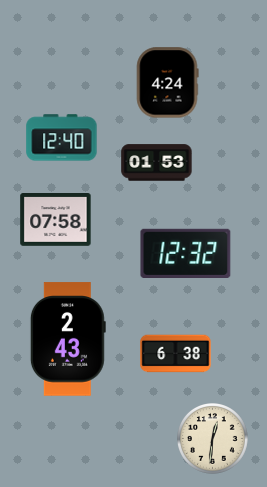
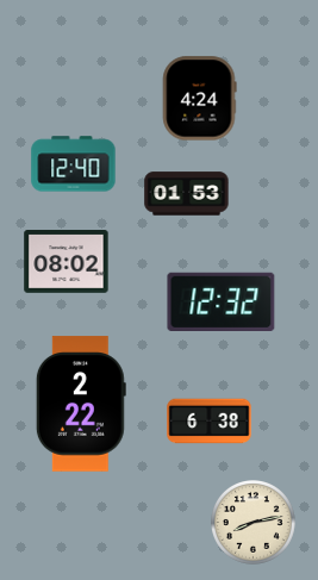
clock at (56, 220): 07:58 -> 08:02
clock at (68, 339): 2:43 -> 2:22
clock at (213, 439): 12:31 -> 8:13
